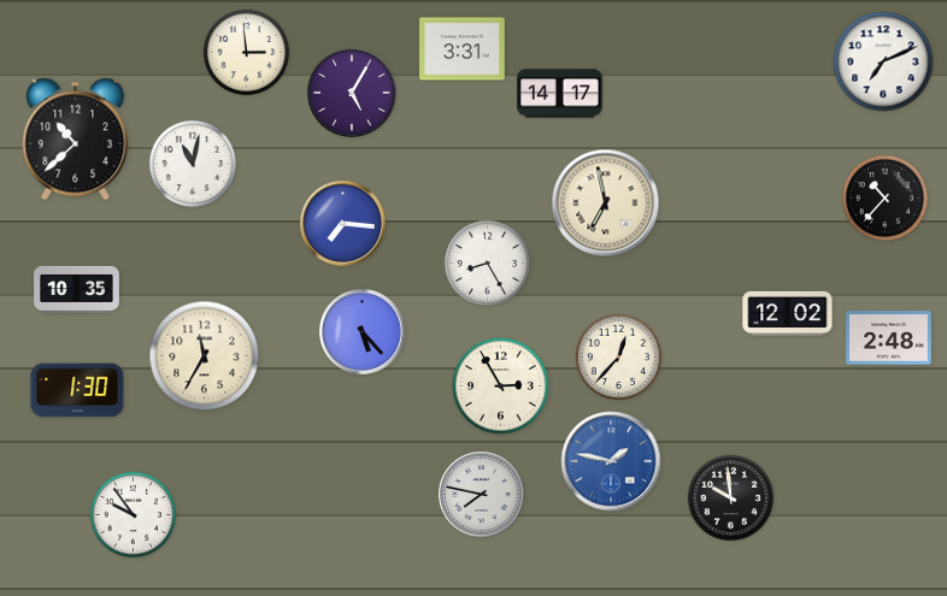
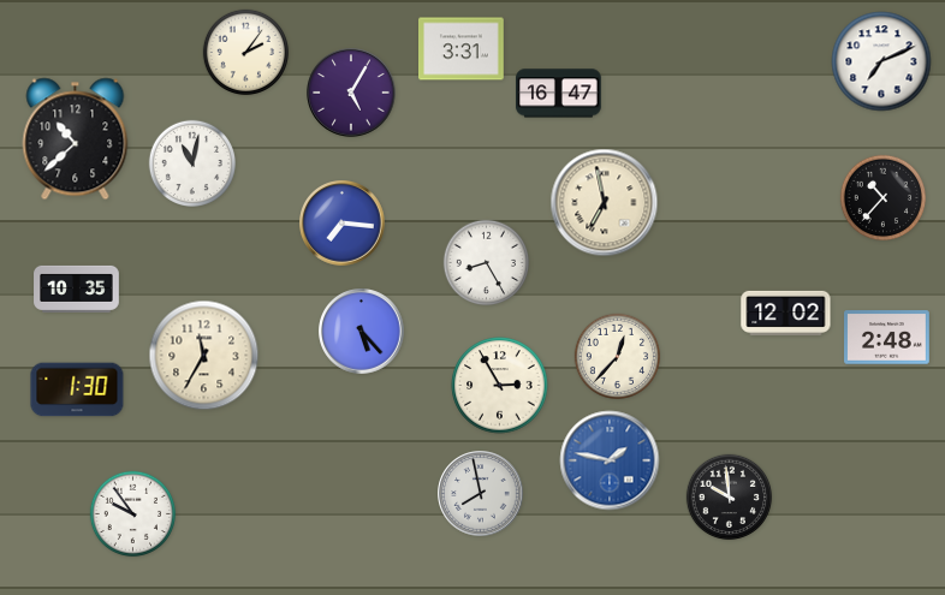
clock at (247, 53): 2:59 -> 2:06
clock at (560, 94): 14:17 -> 16:47
clock at (482, 495): 7:47 -> 7:58
